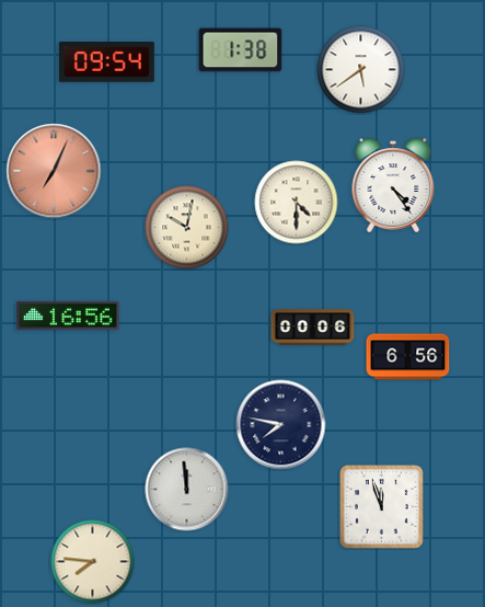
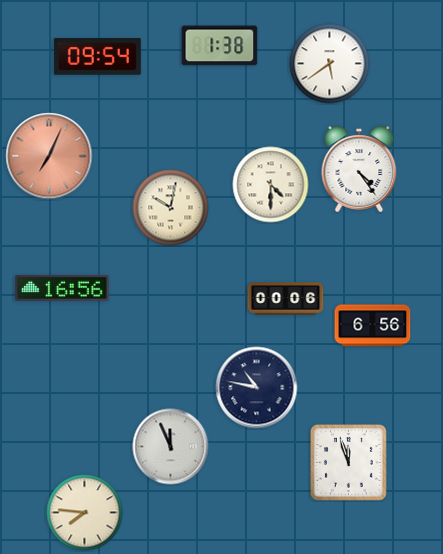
clock at (281, 425): 7:47 -> 10:47
clock at (187, 490): 11:59 -> 11:56
